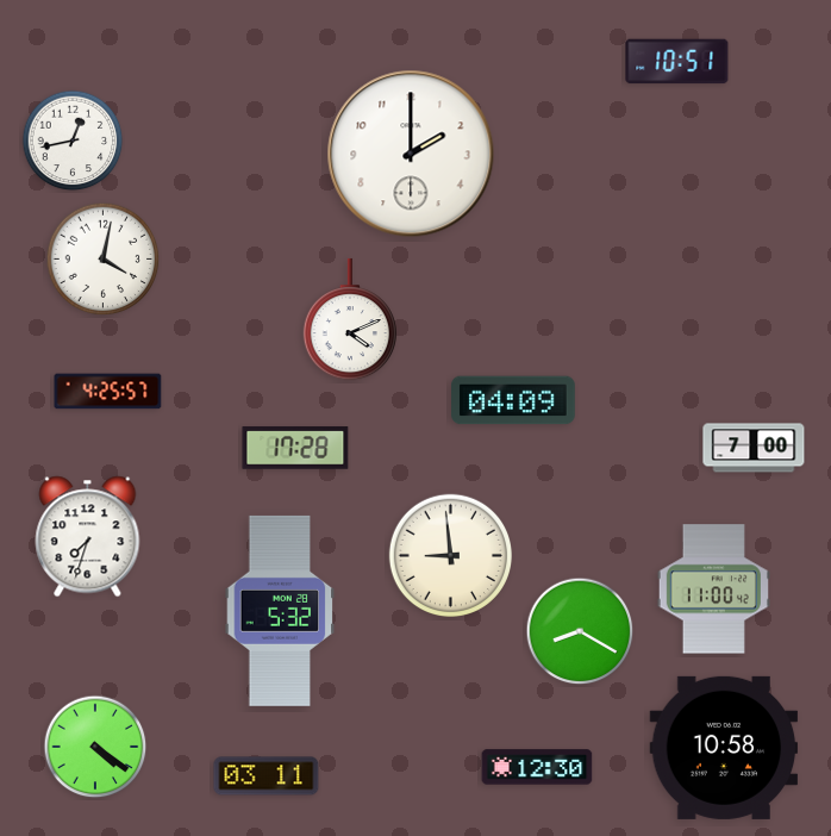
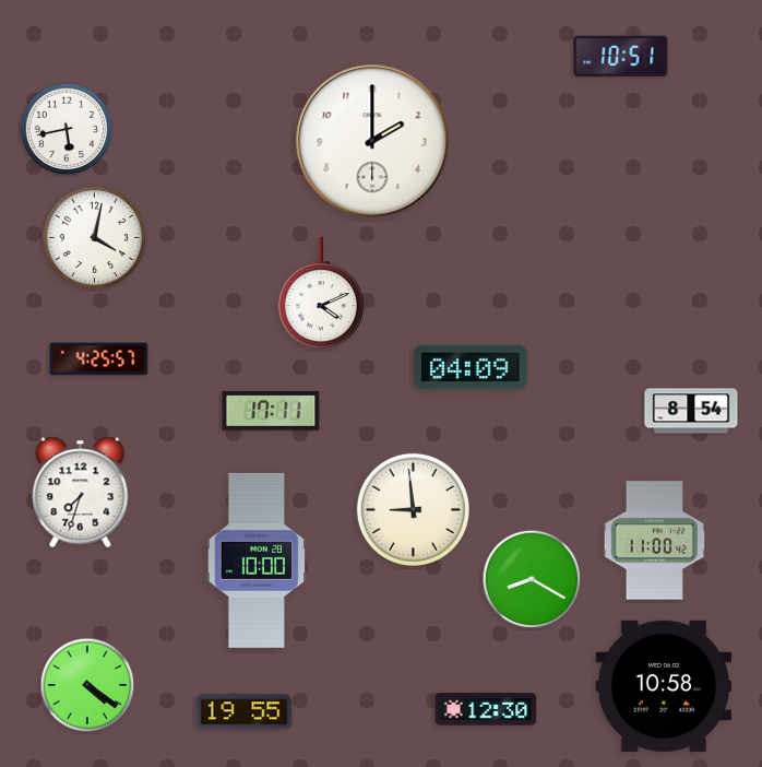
clock at (73, 141): 12:43 -> 5:43
clock at (411, 154) position: (411, 154) -> (372, 141)
clock at (295, 448): 17:28 -> 17:11
clock at (754, 448): 7:00 -> 8:54
clock at (280, 611): 5:32 -> 10:00
clock at (537, 767) position: (537, 767) -> (486, 709)
clock at (267, 776): 03:11 -> 19:55
